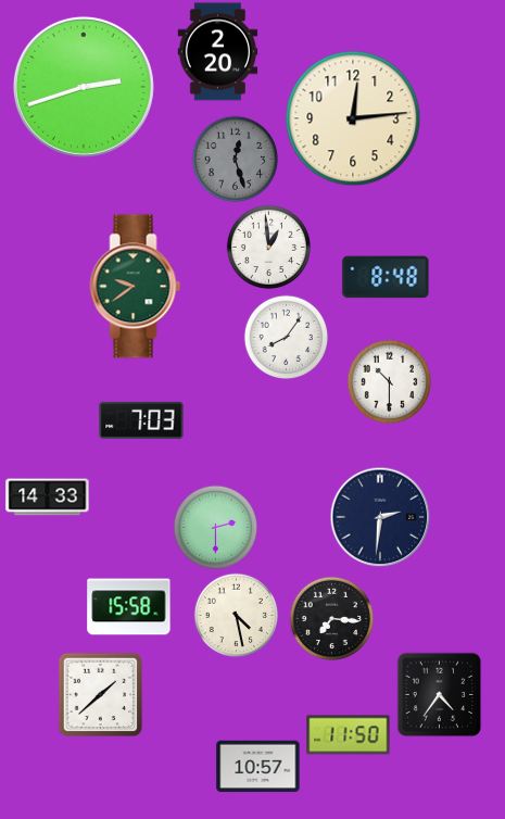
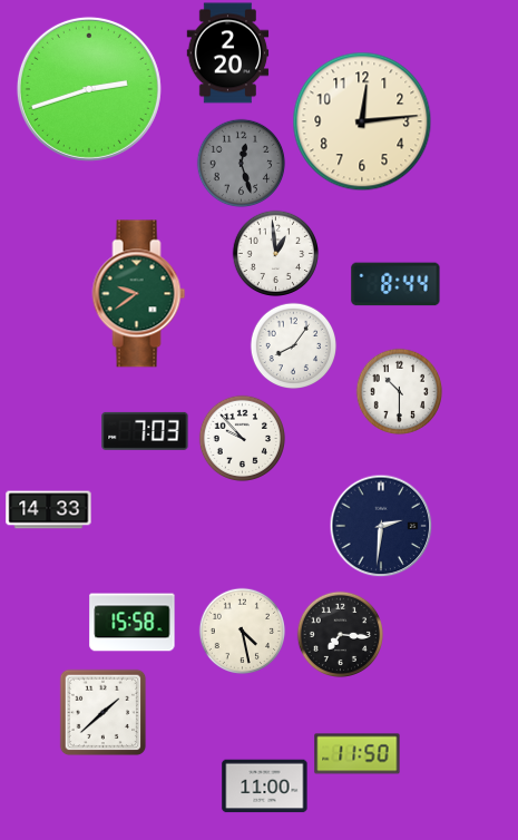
clock at (218, 52) position: (218, 52) -> (228, 53)
clock at (84, 87) position: (84, 87) -> (89, 89)
clock at (386, 277): 8:48 -> 8:44
clock at (242, 438): none -> 9:53
clock at (380, 517) position: (380, 517) -> (381, 526)
clock at (215, 527): 2:30 -> none
clock at (439, 694): 4:36 -> none
clock at (258, 767): 10:57 -> 11:00
